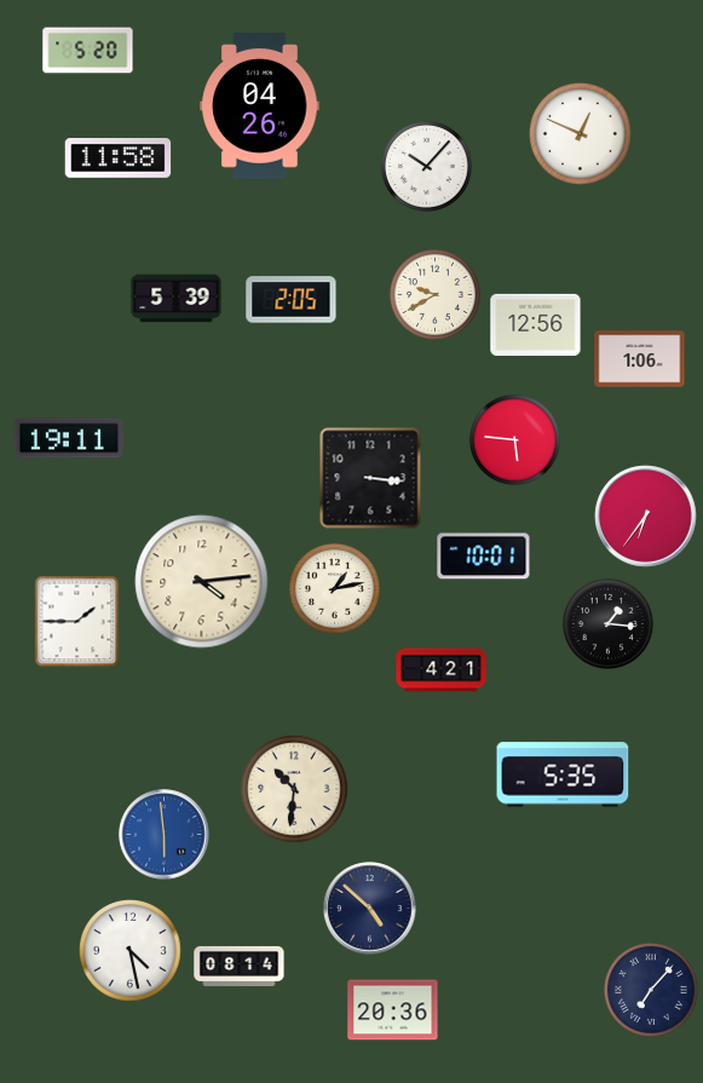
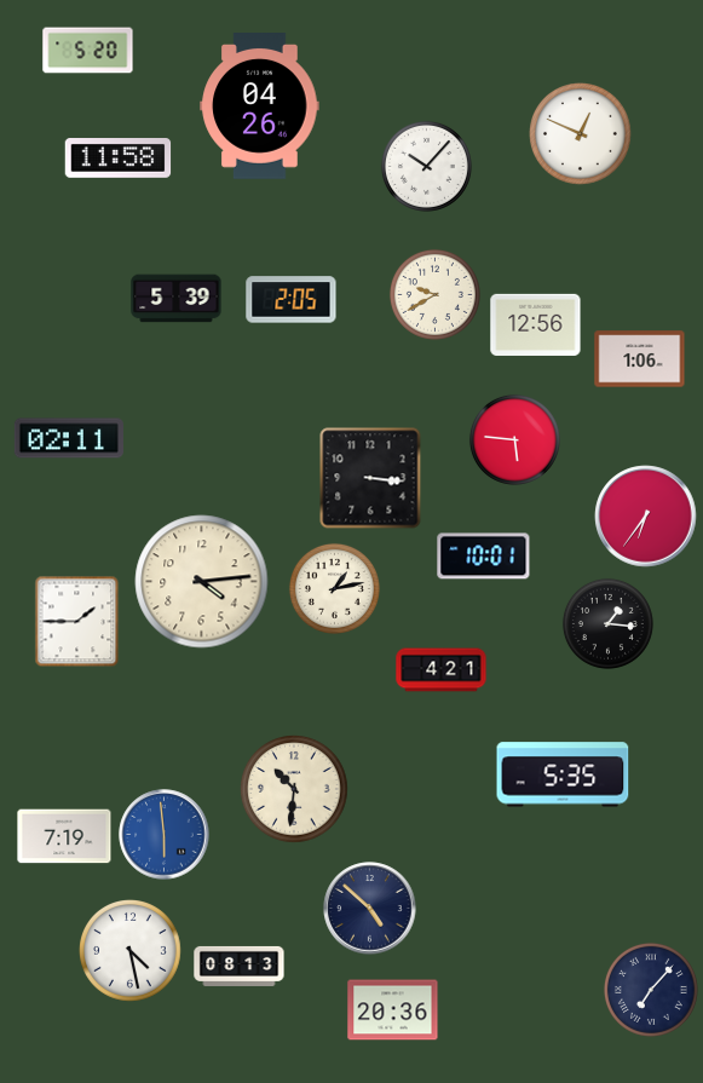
clock at (69, 438): 19:11 -> 02:11
clock at (64, 836): none -> 7:19
clock at (240, 966): 08:14 -> 08:13
